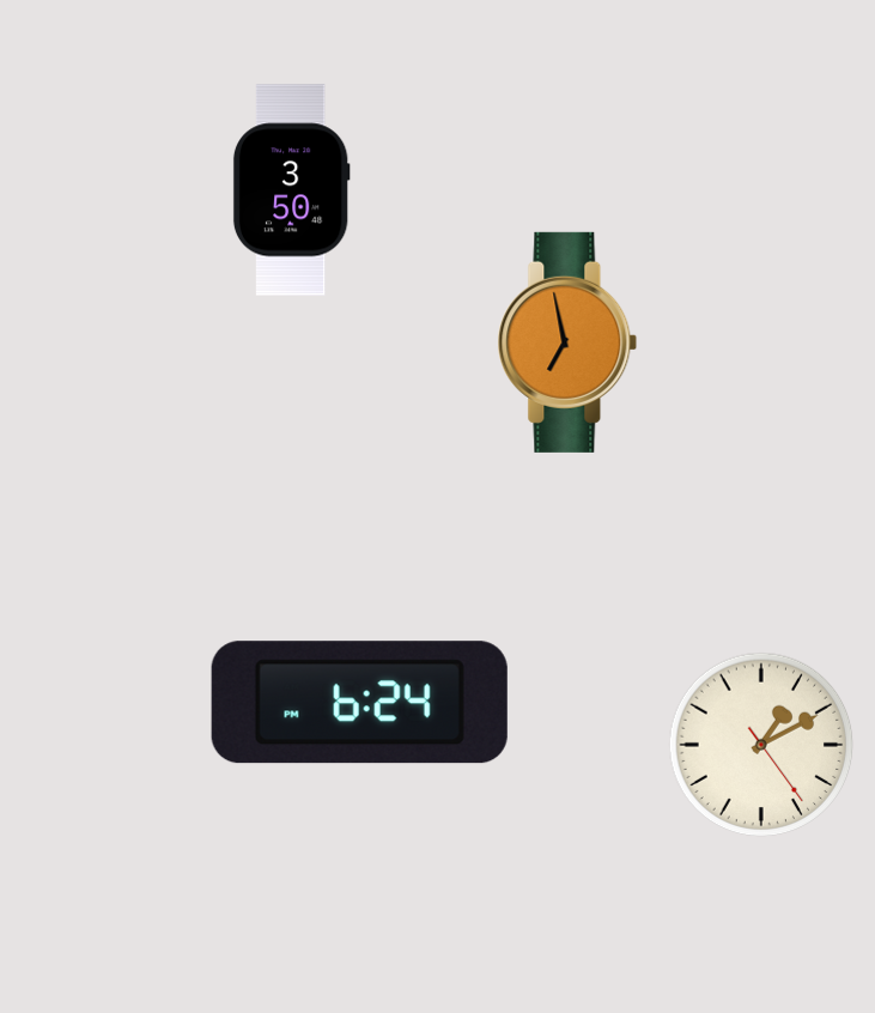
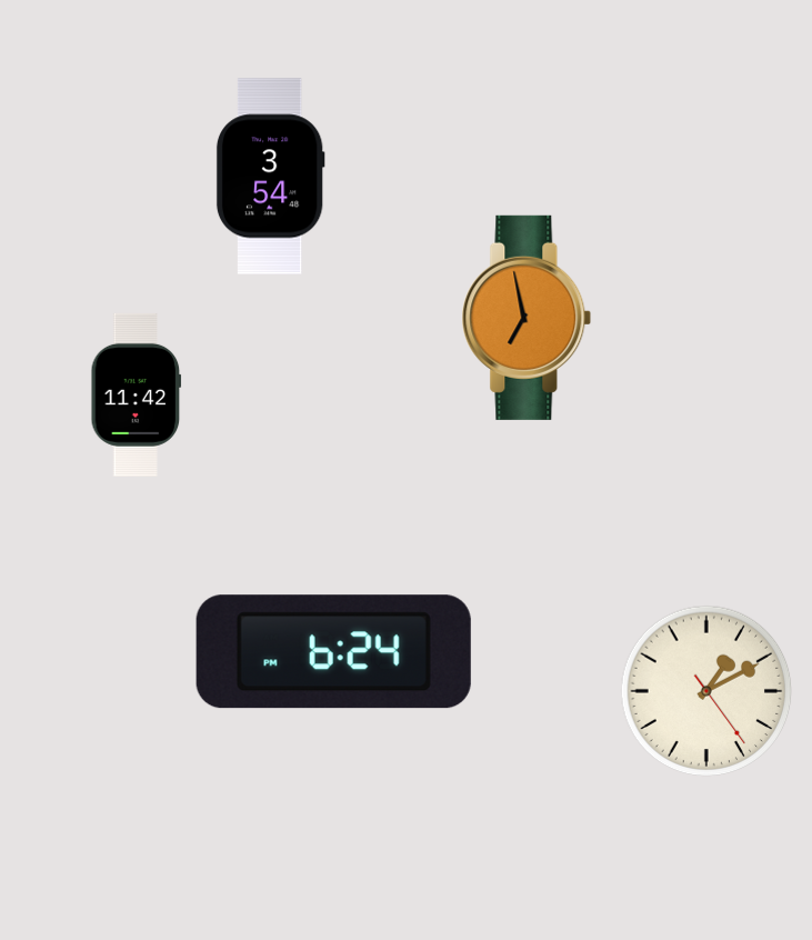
clock at (291, 190): 3:50 -> 3:54
clock at (137, 394): none -> 11:42
